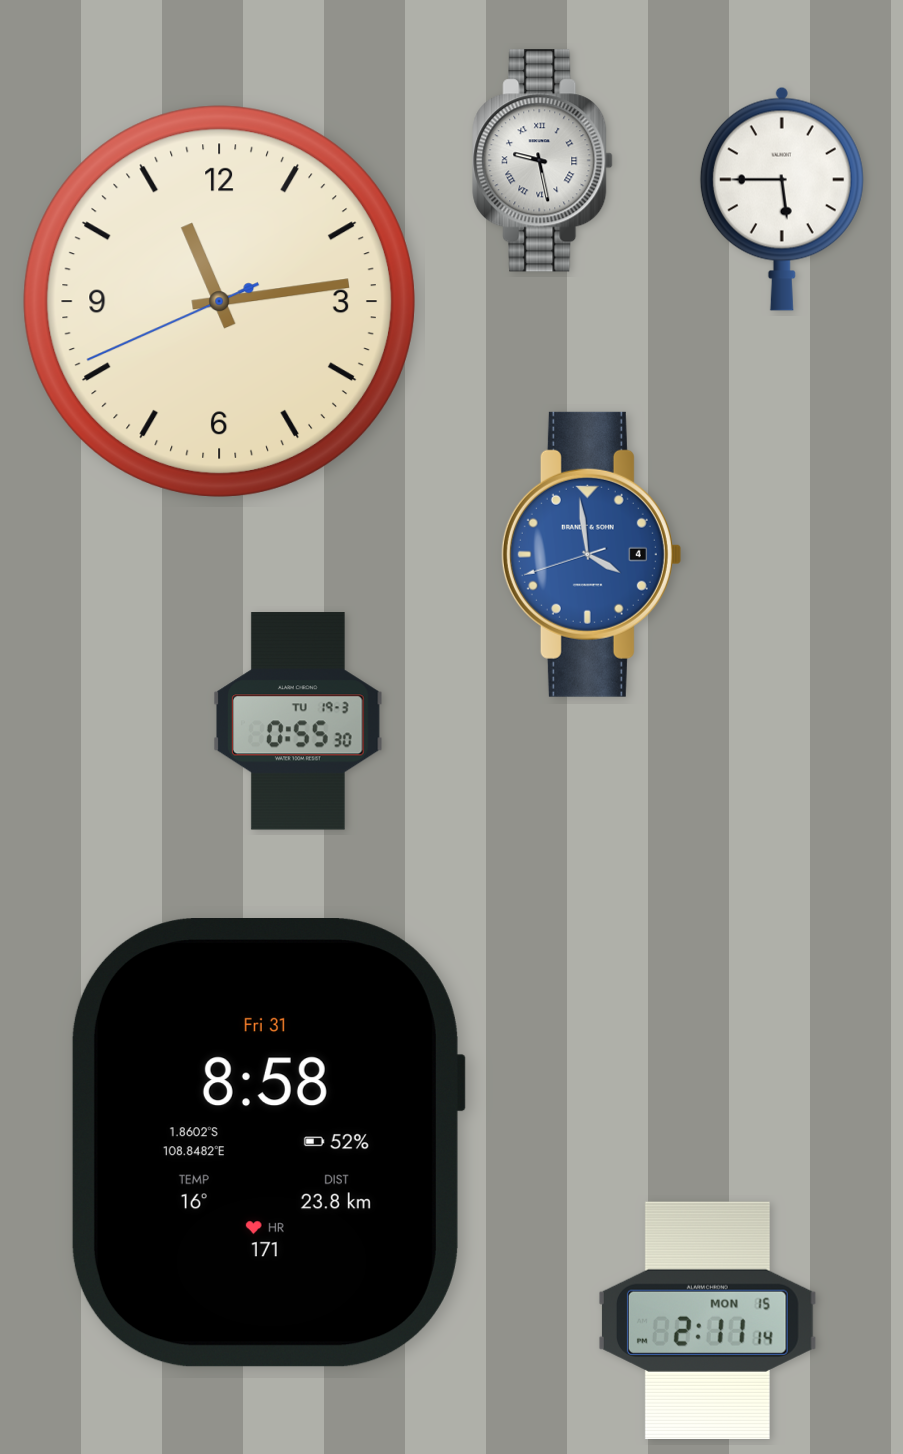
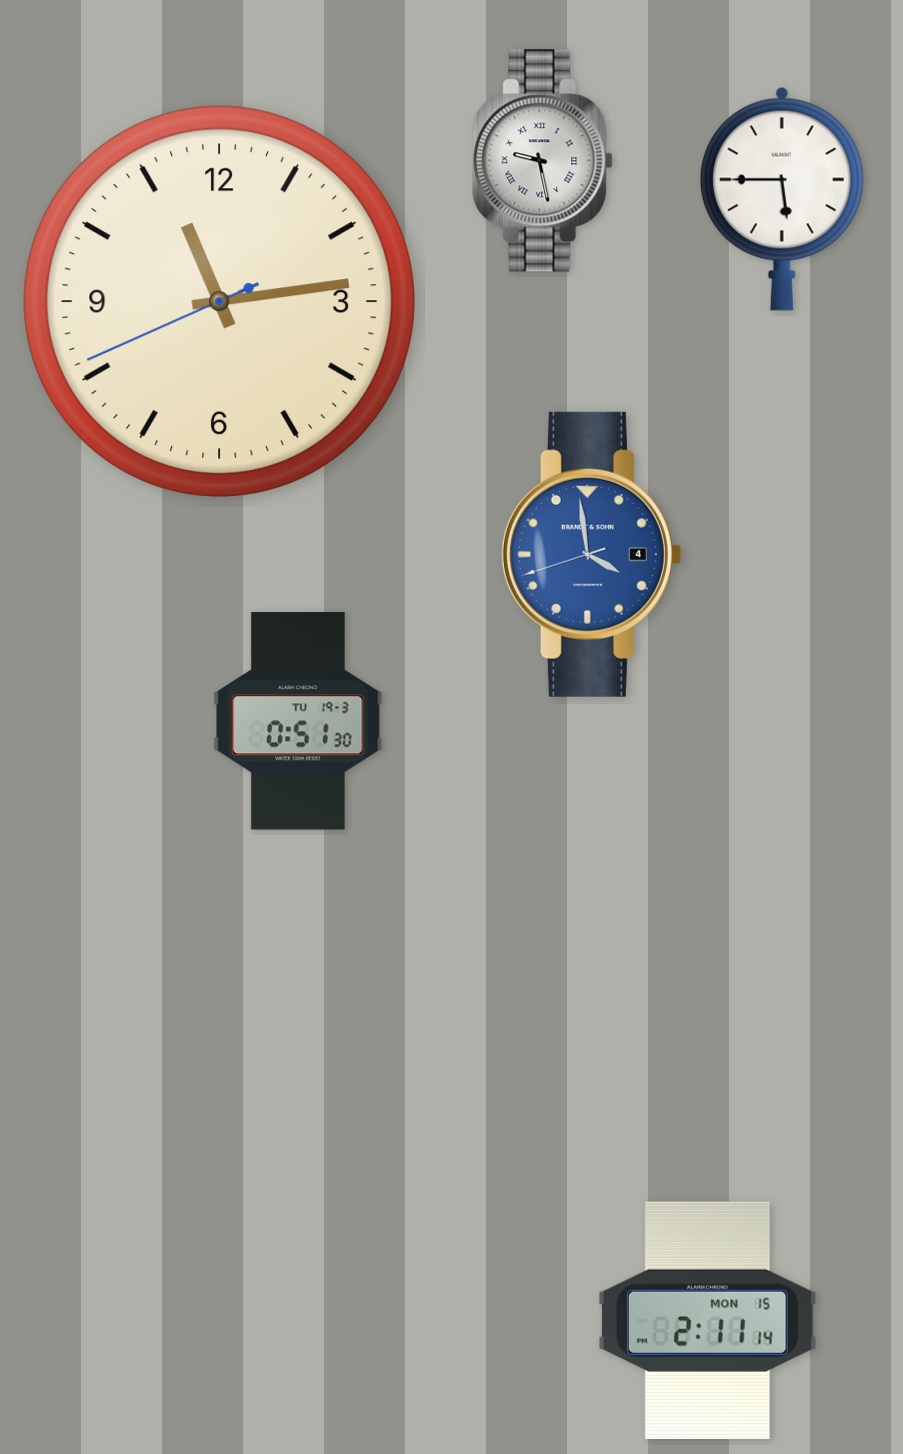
clock at (298, 721): 0:55 -> 0:51
clock at (268, 1143): 8:58 -> none
